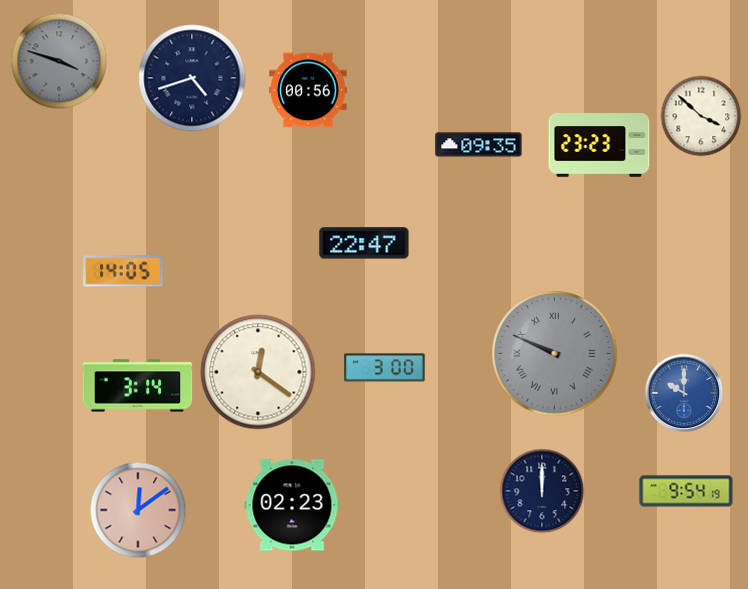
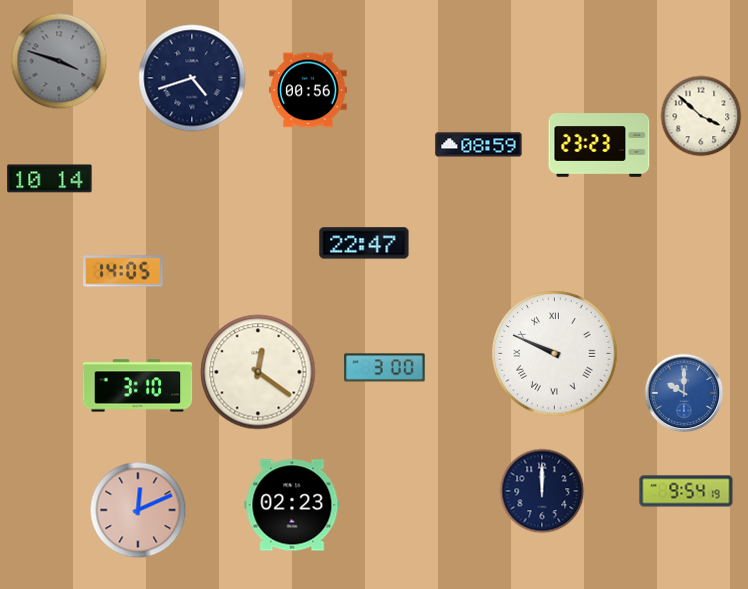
clock at (479, 145): 09:35 -> 08:59
clock at (50, 179): none -> 10:14
clock at (555, 354) dial: grey -> white
clock at (138, 386): 3:14 -> 3:10
clock at (138, 510): 12:09 -> 12:11
